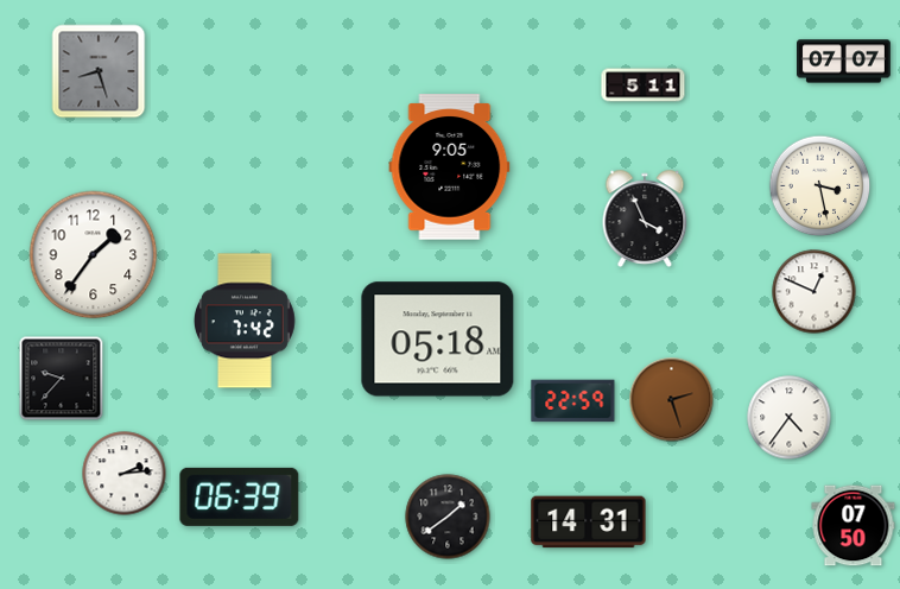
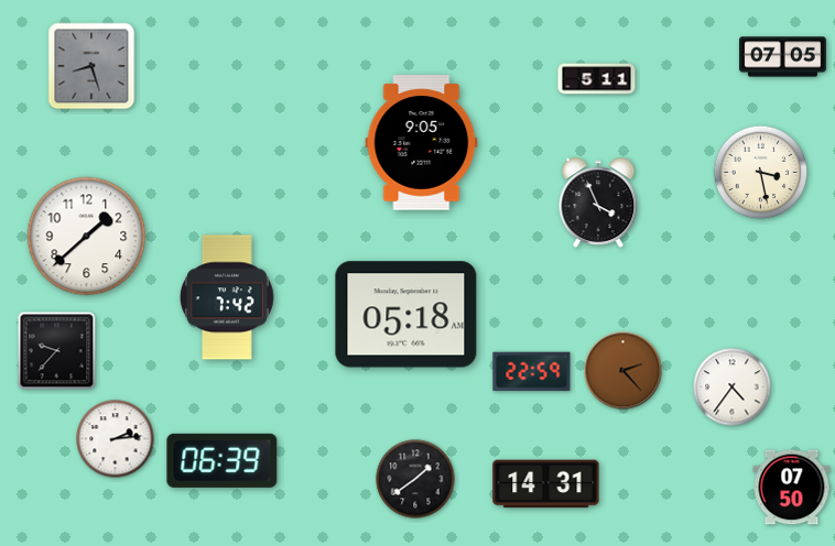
clock at (844, 62): 07:07 -> 07:05
clock at (450, 167) position: (450, 167) -> (422, 143)
clock at (94, 255): 1:36 -> 1:38
clock at (815, 292): 12:49 -> none
clock at (672, 400): 2:27 -> 2:23
